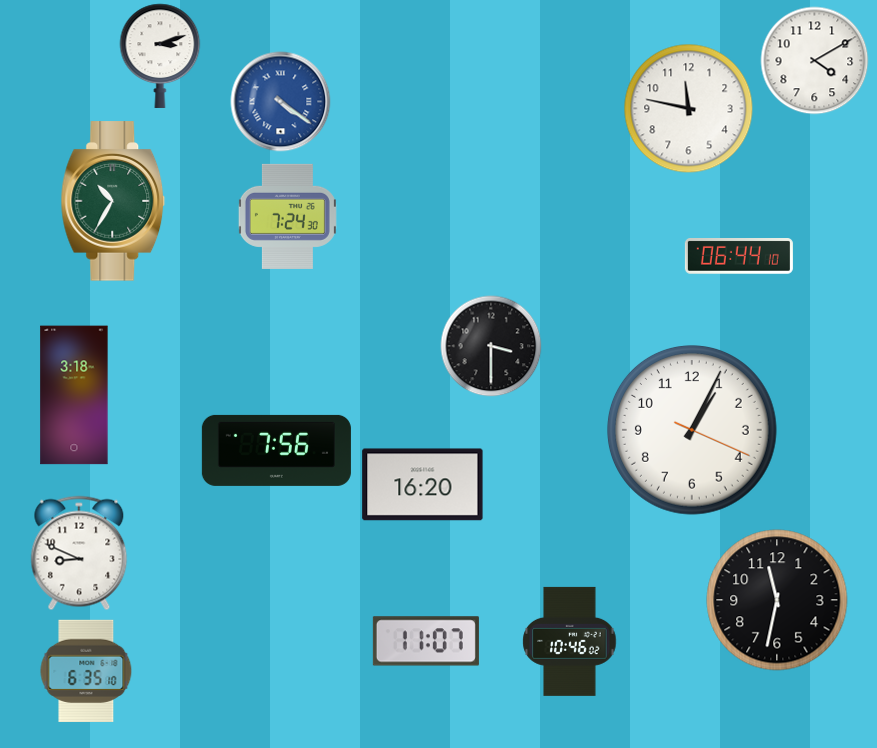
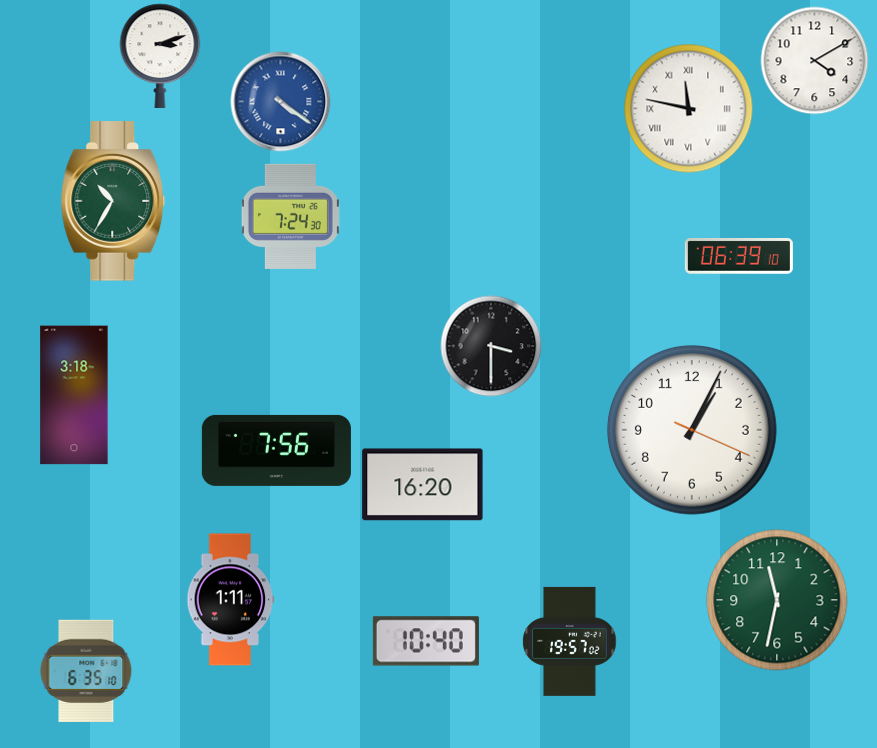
clock at (689, 109) numerals: Arabic -> Roman
clock at (287, 216) position: (287, 216) -> (290, 216)
clock at (739, 257): 06:44 -> 06:39
clock at (79, 553): 8:49 -> none
clock at (231, 600): none -> 1:11
clock at (777, 600) dial: black -> green
clock at (426, 641): 11:07 -> 10:40
clock at (570, 641): 10:46 -> 19:57
